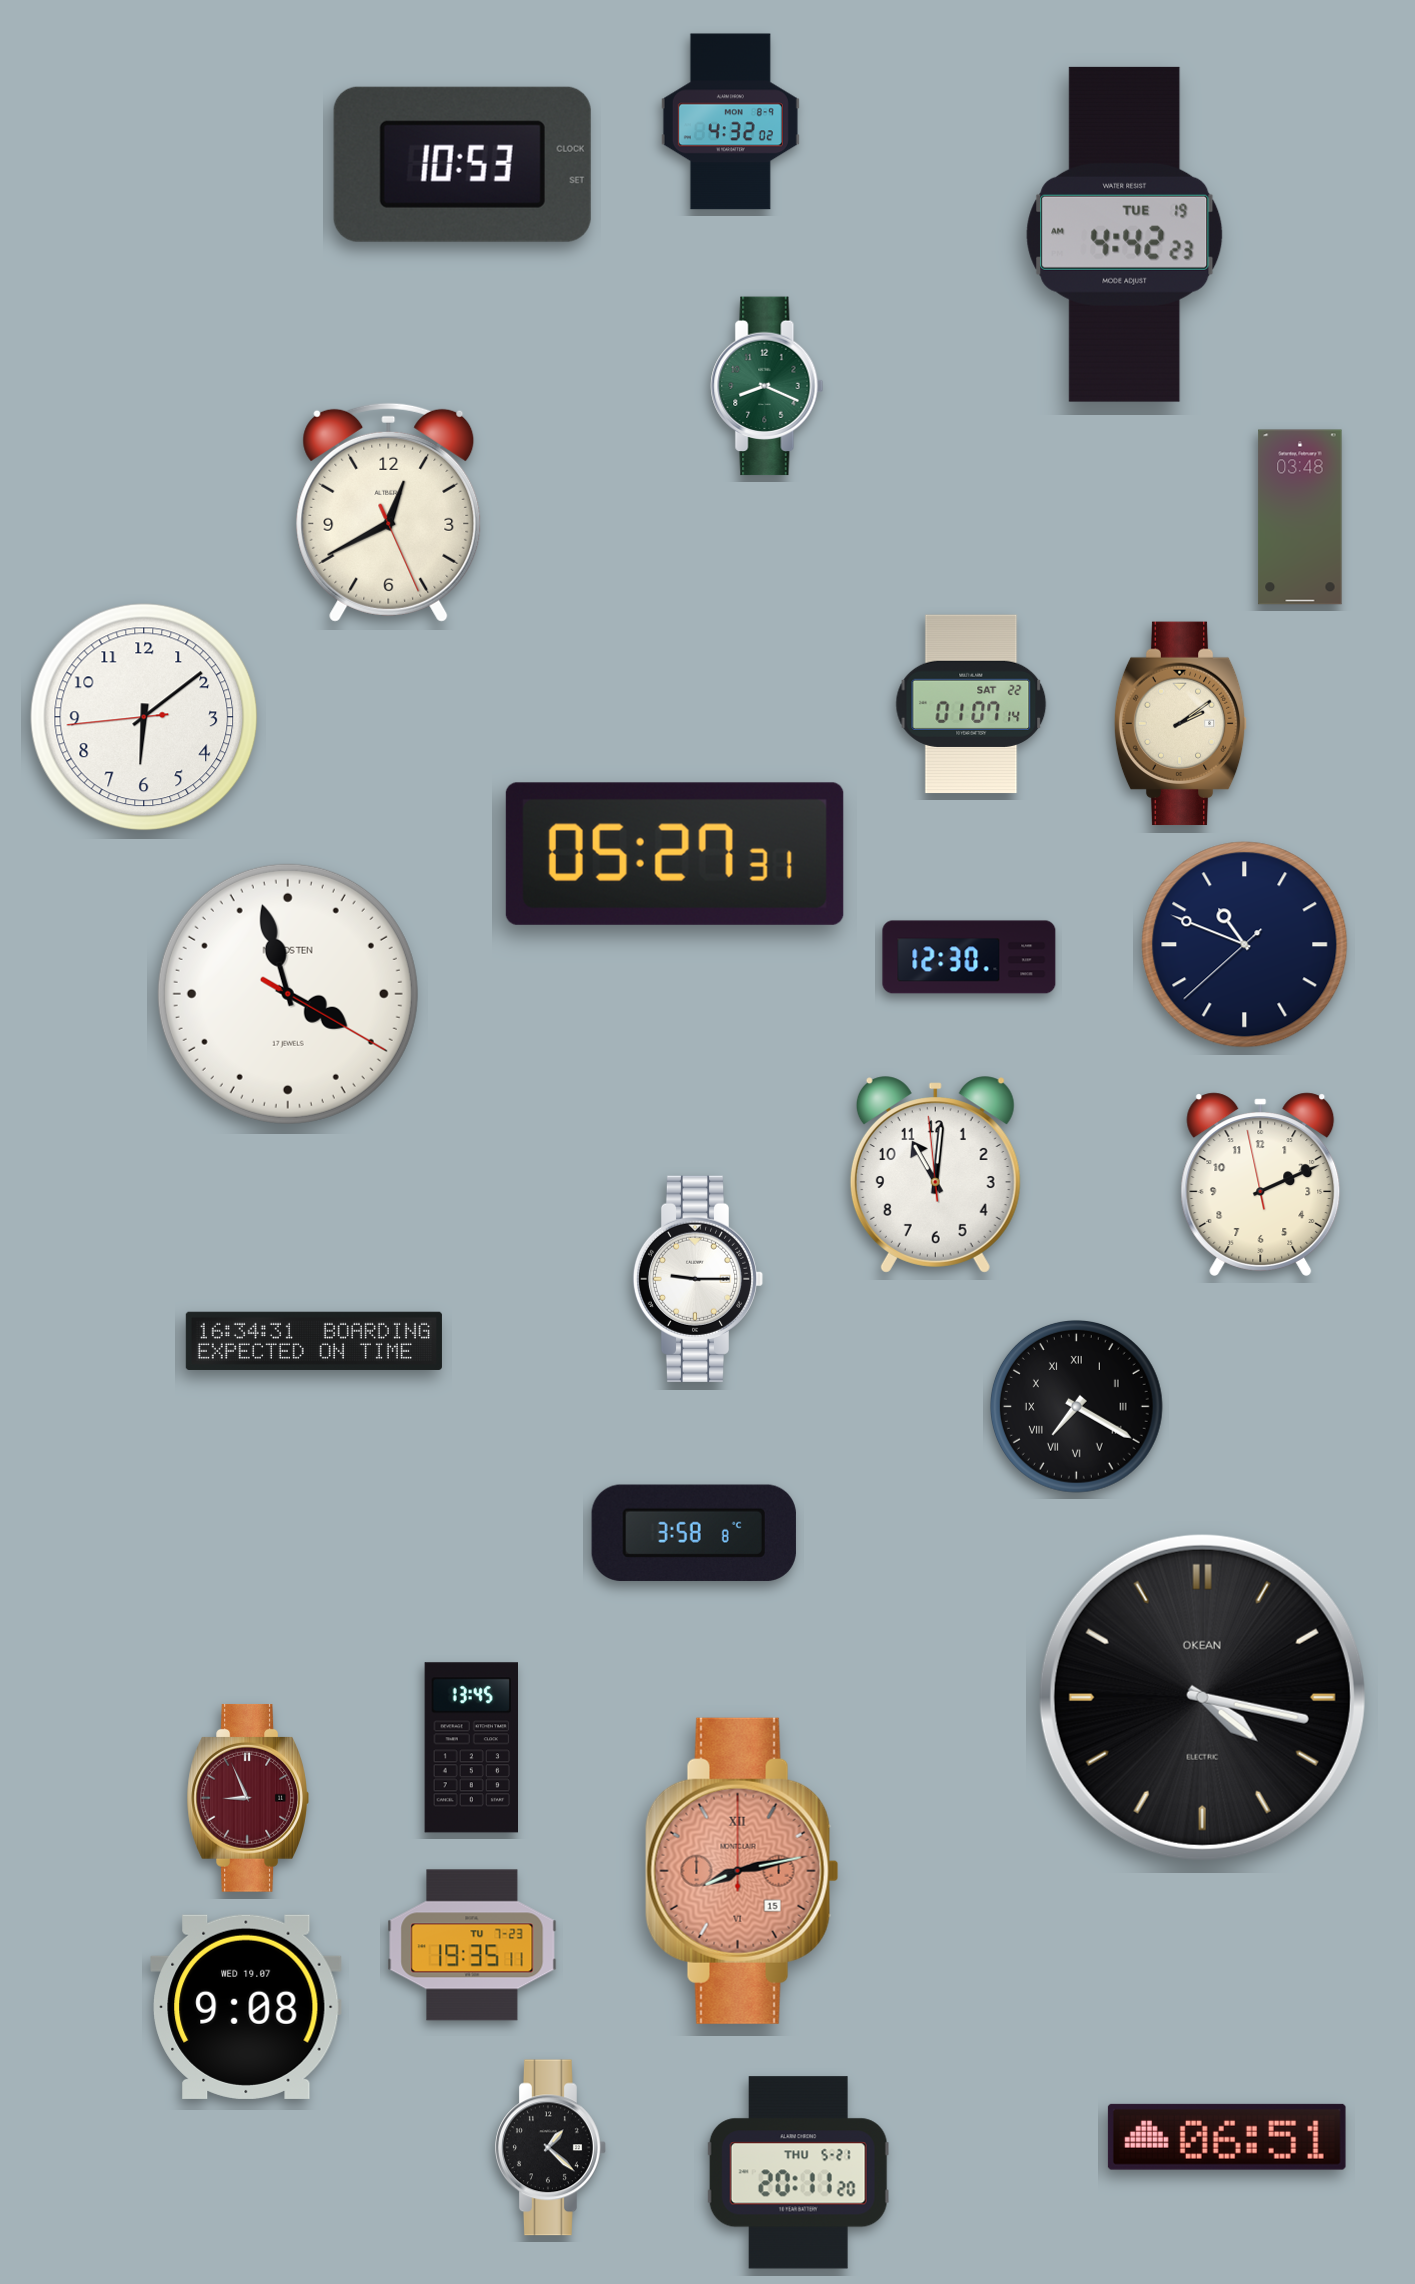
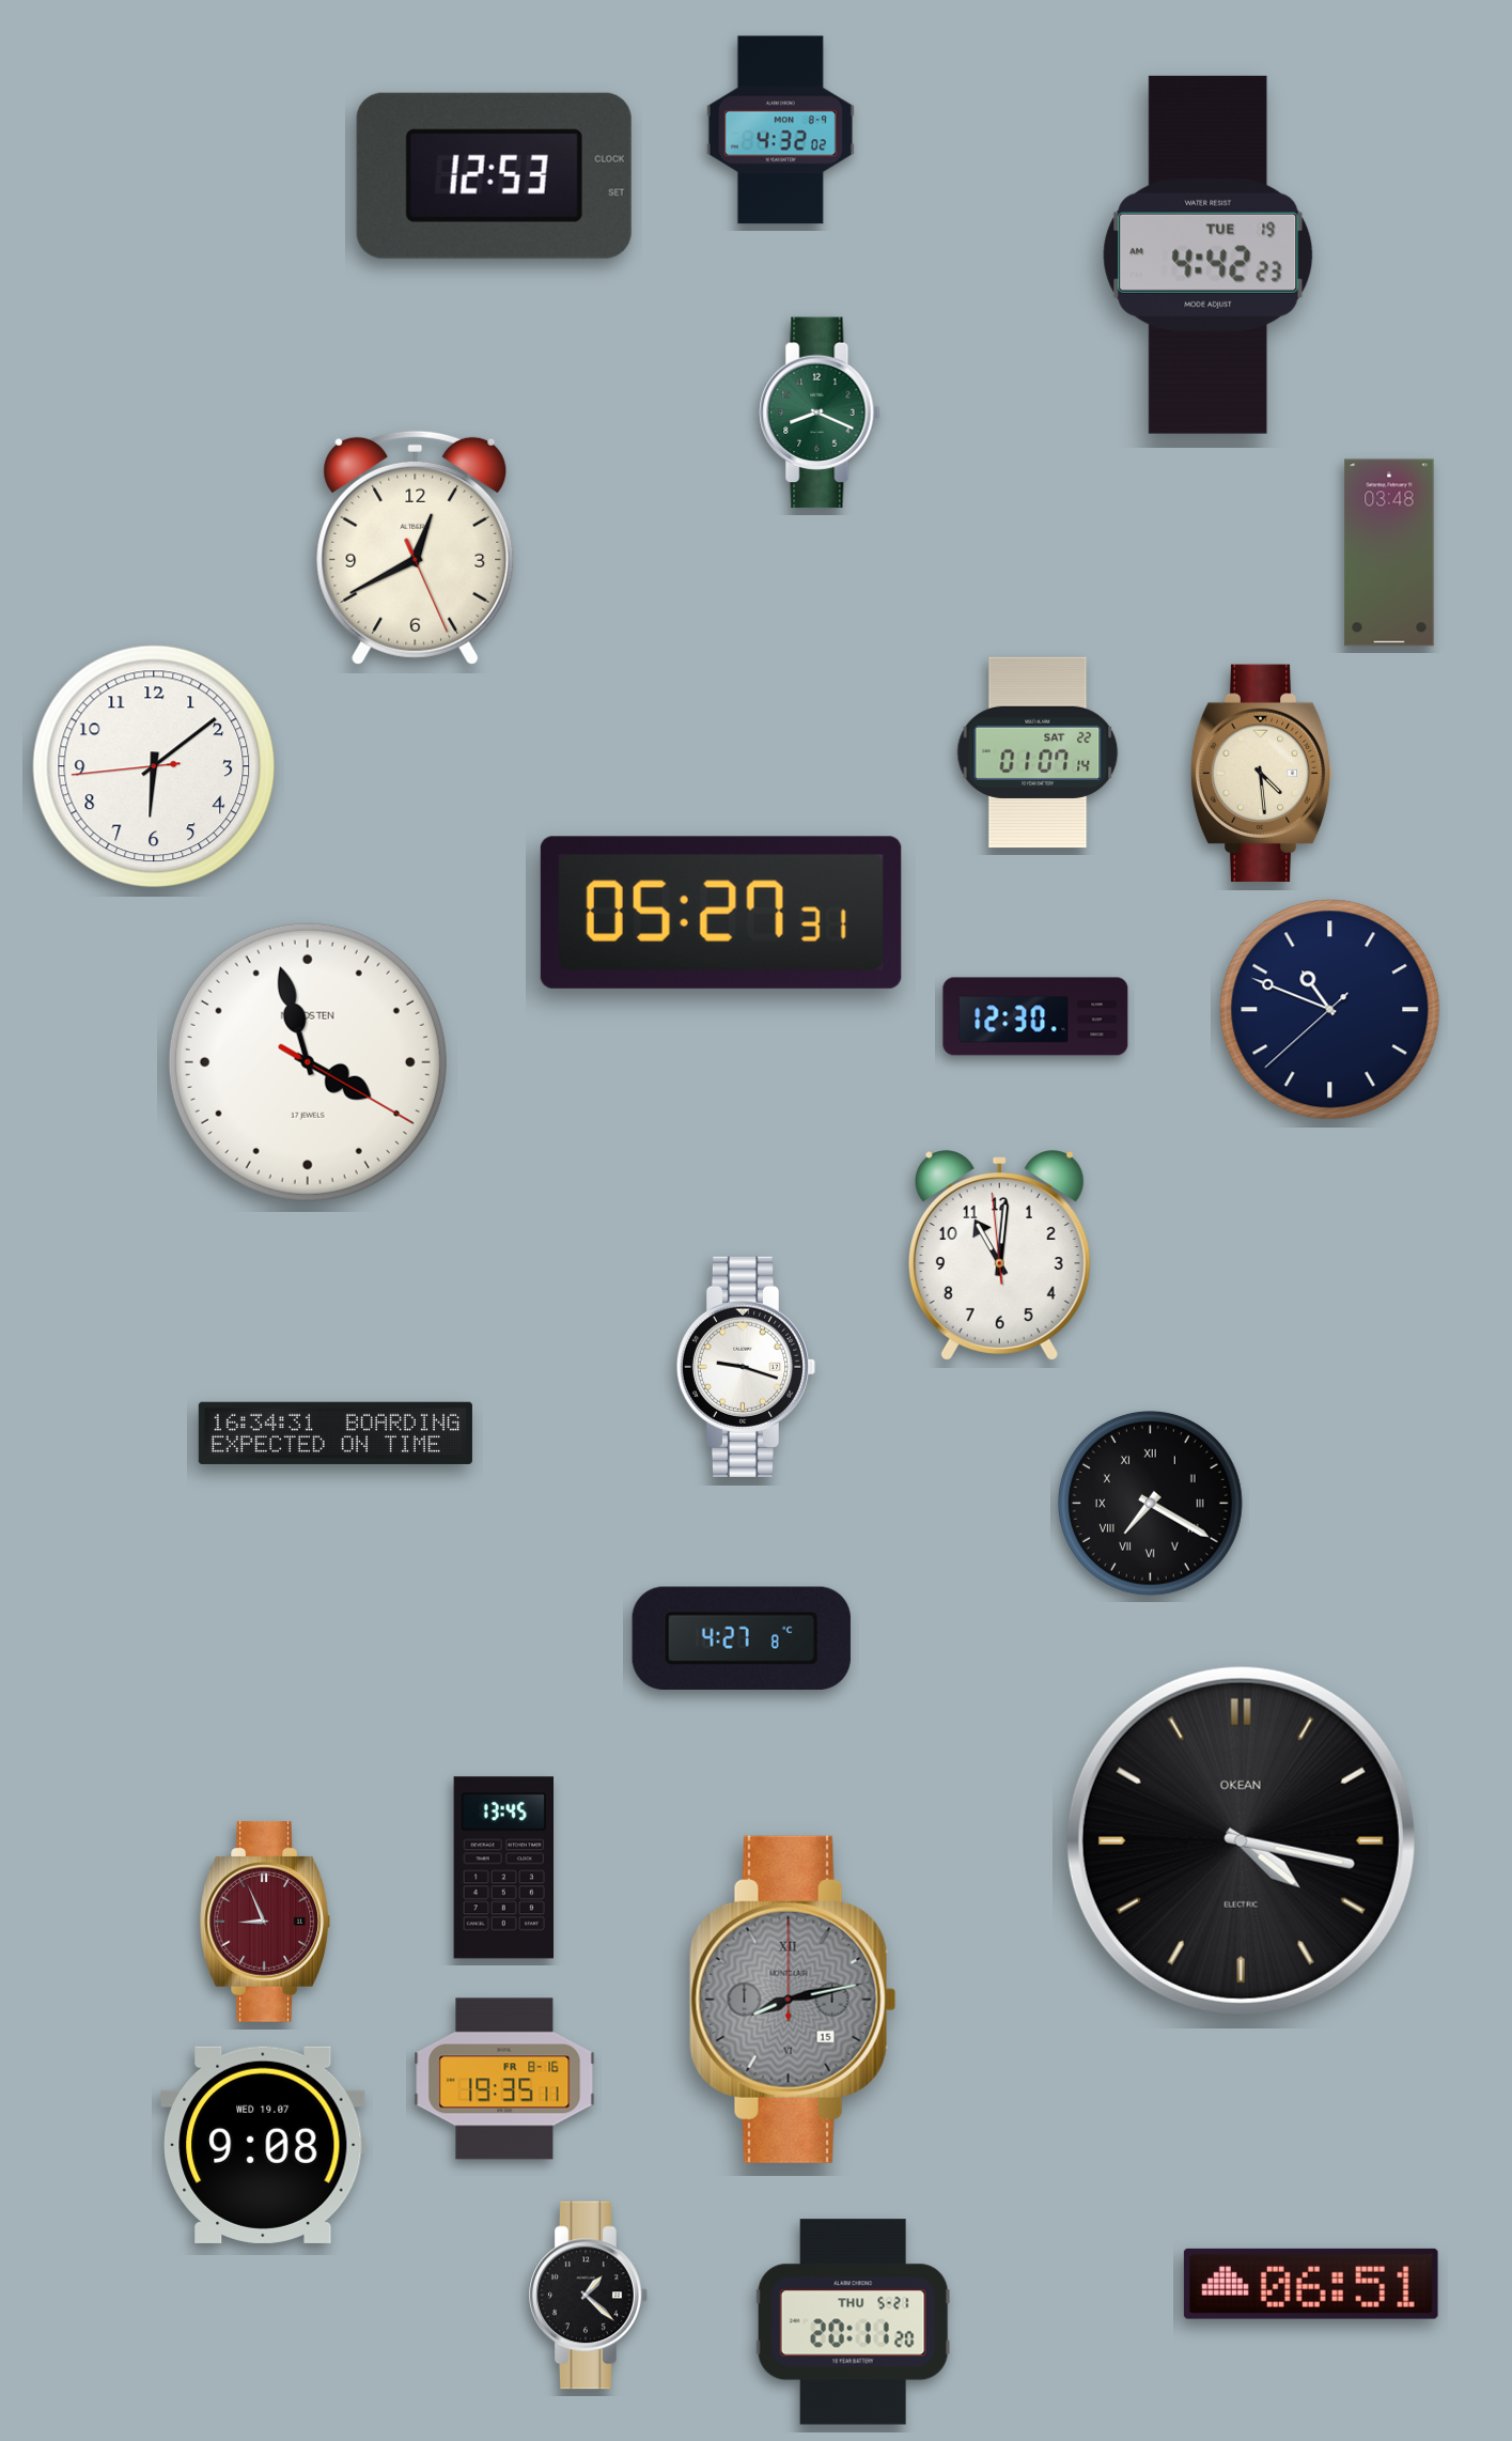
clock at (462, 164): 10:53 -> 12:53
clock at (1125, 234) position: (1125, 234) -> (1209, 254)
clock at (1181, 724): 2:09 -> 4:29
clock at (969, 957) position: (969, 957) -> (1035, 1016)
clock at (1261, 1184): 2:10 -> none
clock at (698, 1279): 9:15 -> 9:18
clock at (694, 1532): 3:58 -> 4:27
clock at (1202, 1697) position: (1202, 1697) -> (1241, 1840)
clock at (742, 1871) dial: salmon -> grey
clock at (472, 1945) date: TU 7-23 -> FR 8-16
